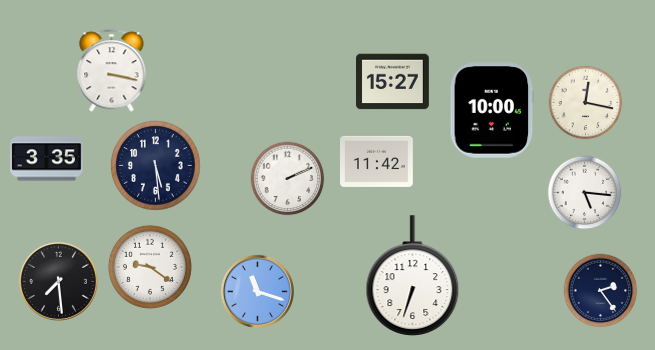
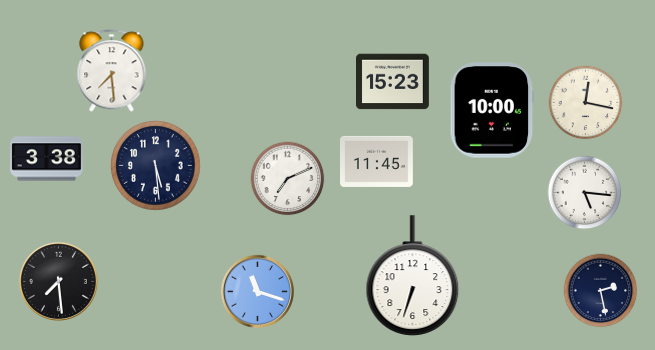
clock at (112, 71): 3:17 -> 7:29
clock at (393, 82): 15:27 -> 15:23
clock at (47, 159): 3:35 -> 3:38
clock at (377, 161): 11:42 -> 11:45
clock at (288, 179): 2:11 -> 7:11
clock at (150, 267): 9:21 -> none
clock at (601, 291): 2:24 -> 2:28
